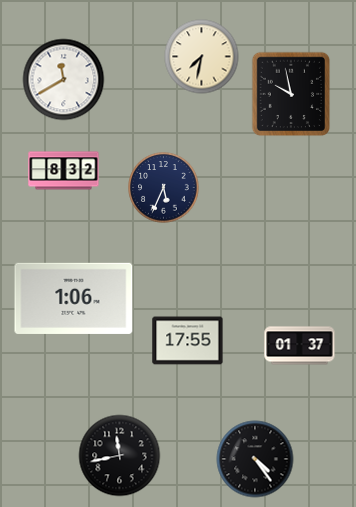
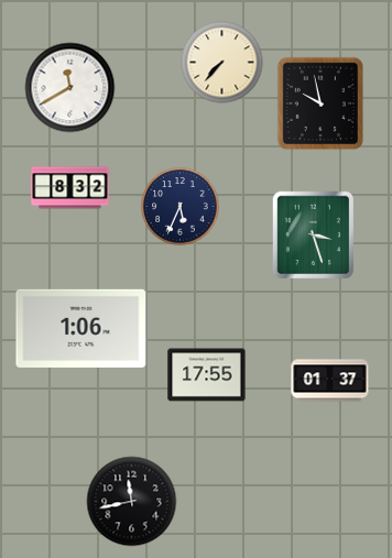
clock at (202, 57): 7:32 -> 7:37
clock at (314, 236): none -> 3:27
clock at (255, 459): 4:24 -> none
